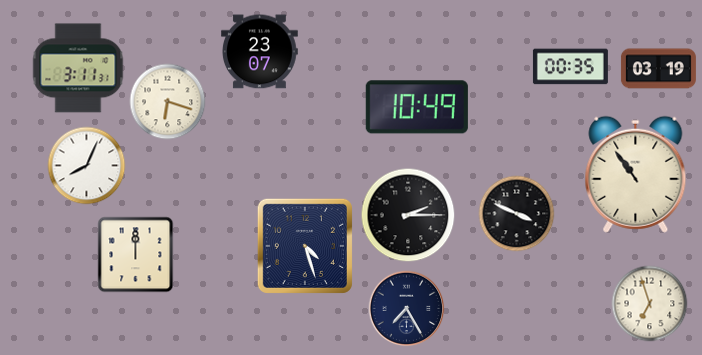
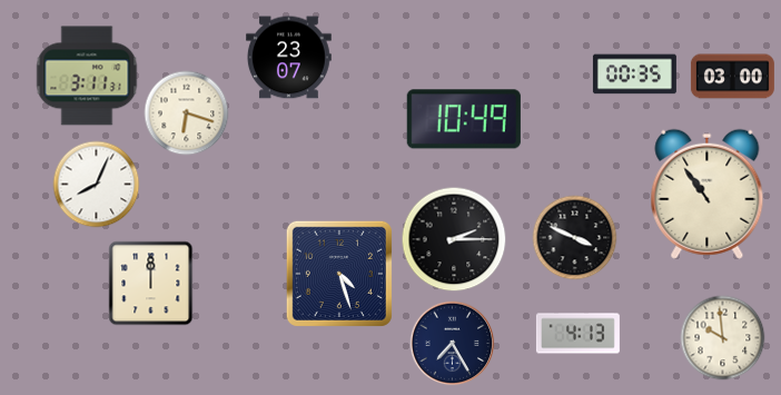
clock at (658, 69): 03:19 -> 03:00
clock at (577, 334): none -> 4:13
clock at (650, 304): 6:57 -> 9:59
